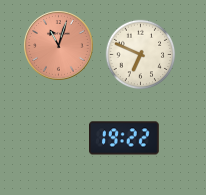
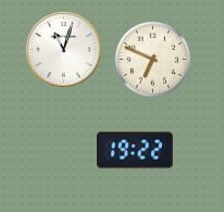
clock at (59, 46) dial: salmon -> white
